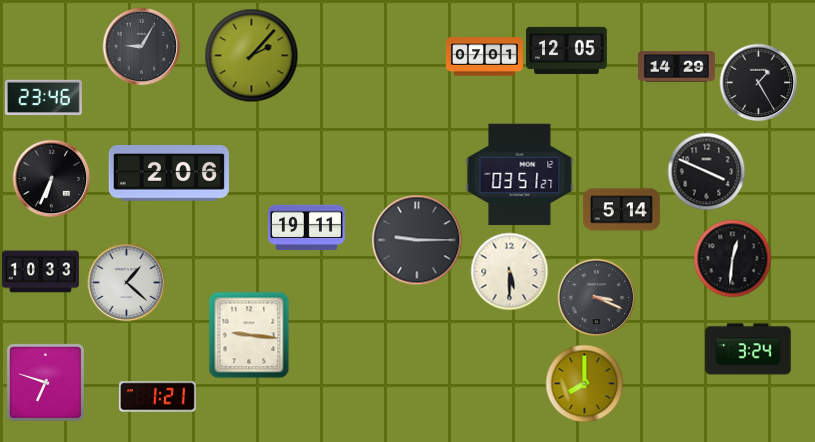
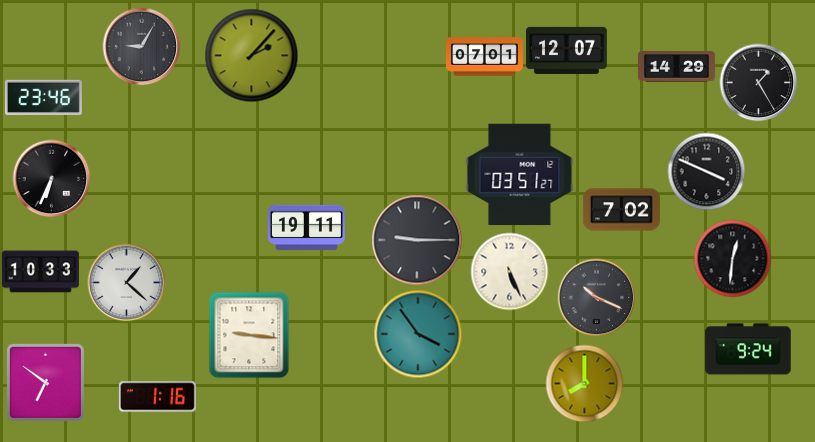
clock at (567, 50): 12:05 -> 12:07
clock at (168, 173): 2:06 -> none
clock at (621, 210): 5:14 -> 7:02
clock at (509, 271): 5:30 -> 5:26
clock at (596, 297): 3:19 -> 10:19
clock at (418, 334): none -> 3:54
clock at (748, 349): 3:24 -> 9:24
clock at (45, 382): 6:48 -> 6:51
clock at (157, 397): 1:21 -> 1:16
